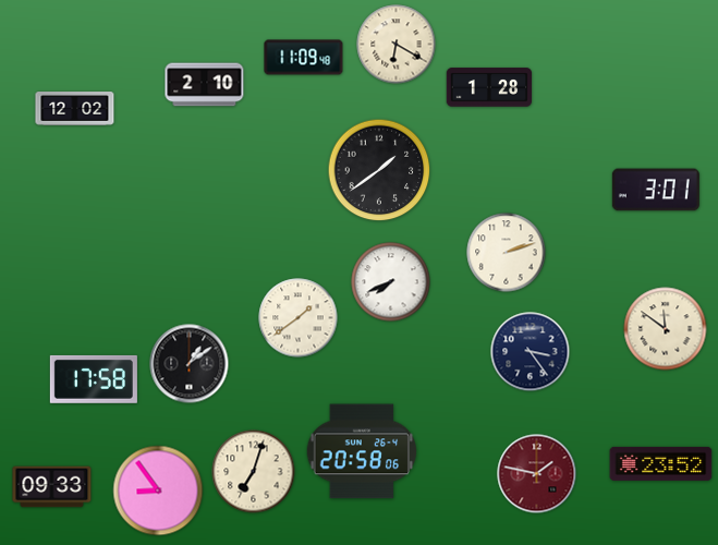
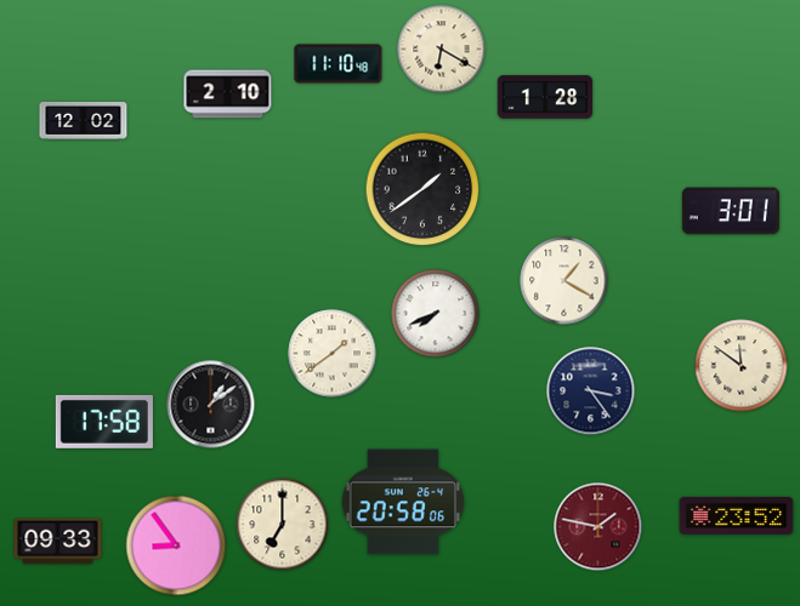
clock at (304, 58): 11:09 -> 11:10
clock at (507, 253): 2:12 -> 1:20
clock at (254, 472): 7:03 -> 7:00
